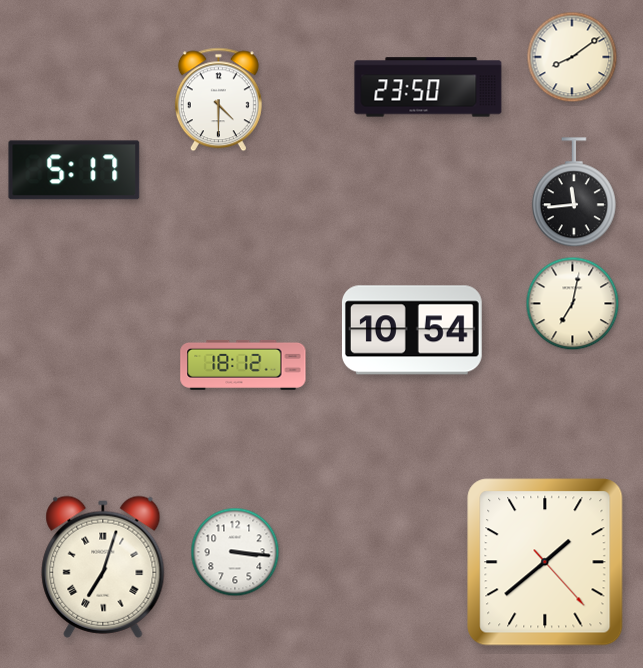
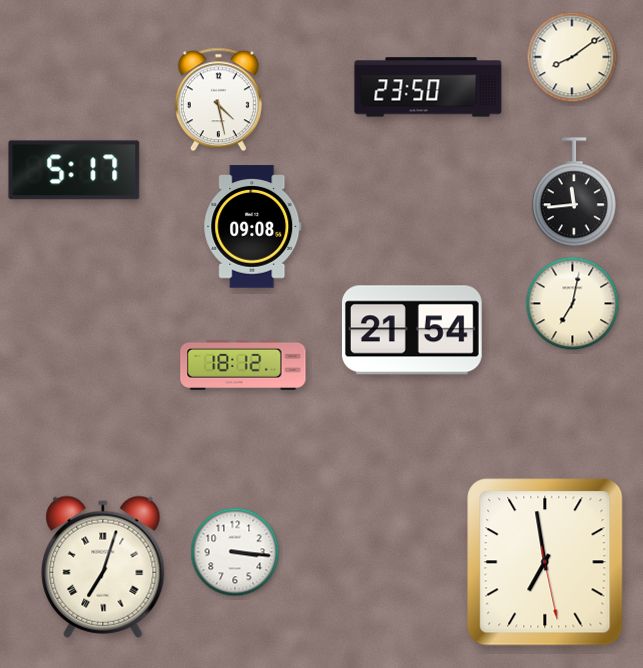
clock at (218, 100): 4:30 -> 4:28
clock at (253, 227): none -> 09:08
clock at (412, 330): 10:54 -> 21:54
clock at (545, 562): 1:38 -> 6:58
